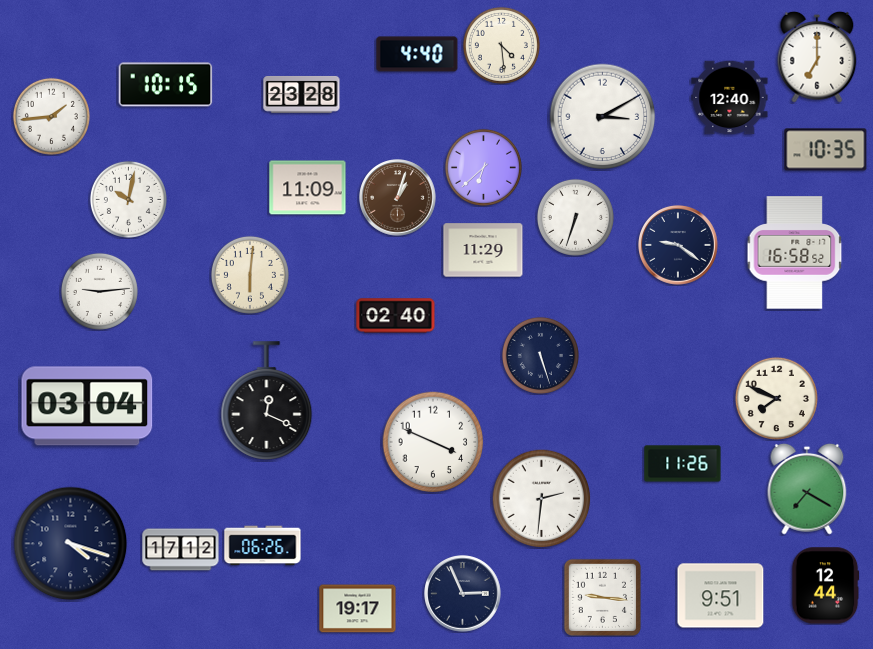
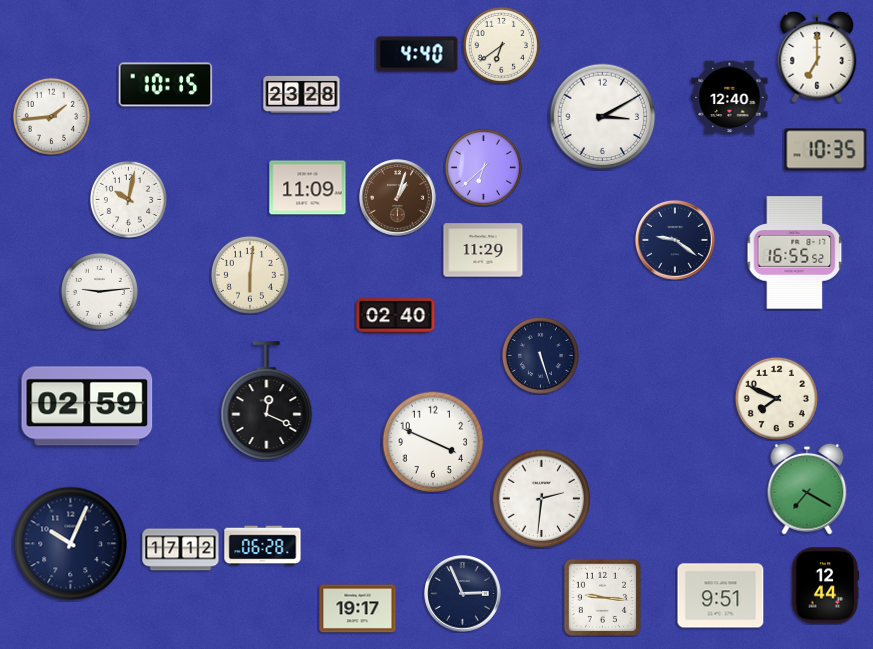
clock at (501, 45): 4:29 -> 6:39
clock at (575, 217): 6:33 -> none
clock at (678, 245) position: (678, 245) -> (675, 240)
clock at (795, 253): 16:58 -> 16:55
clock at (87, 406): 03:04 -> 02:59
clock at (683, 464): 11:26 -> none
clock at (71, 544): 4:18 -> 10:04
clock at (263, 546): 06:26 -> 06:28
